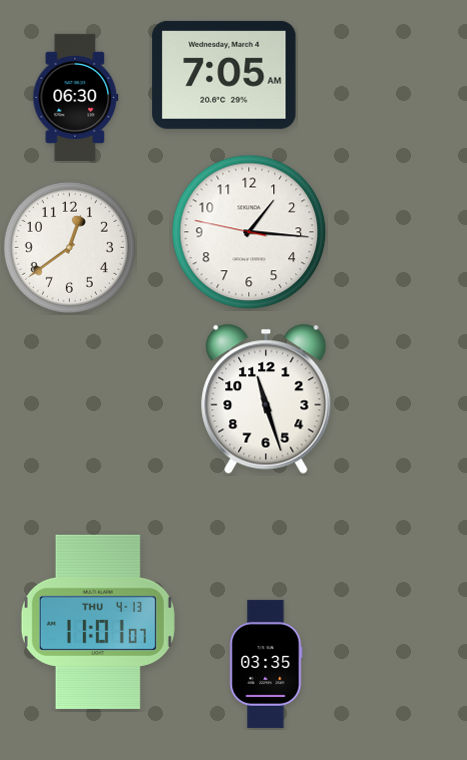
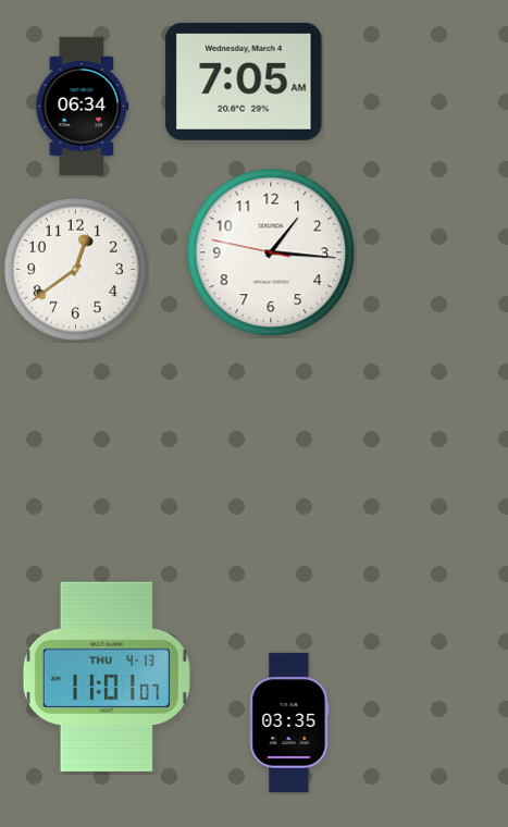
clock at (76, 97): 06:30 -> 06:34
clock at (266, 399): 11:27 -> none
